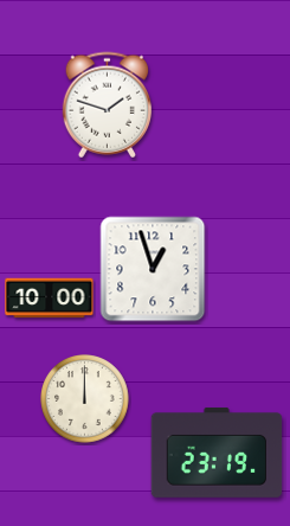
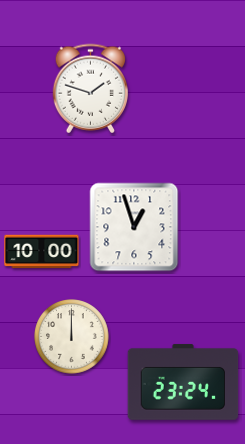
clock at (153, 269) position: (153, 269) -> (134, 227)
clock at (217, 453): 23:19 -> 23:24
